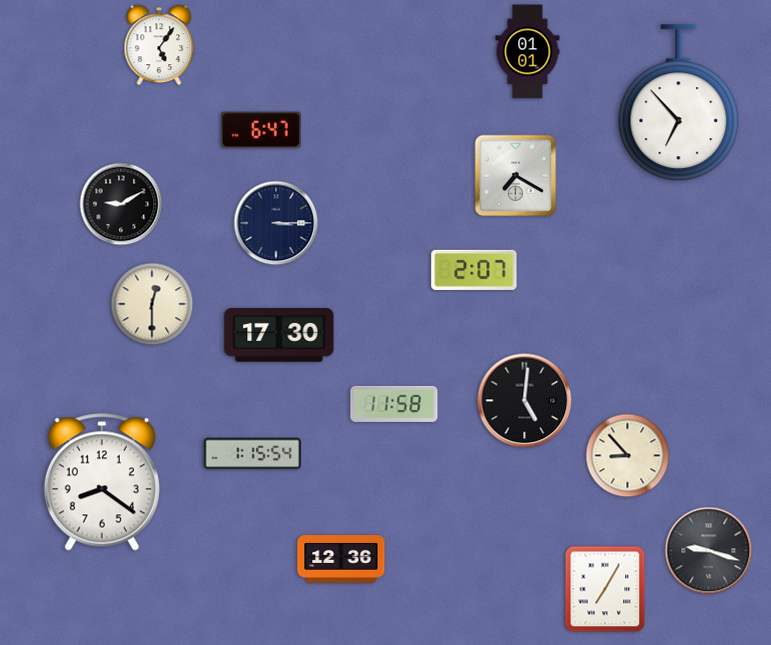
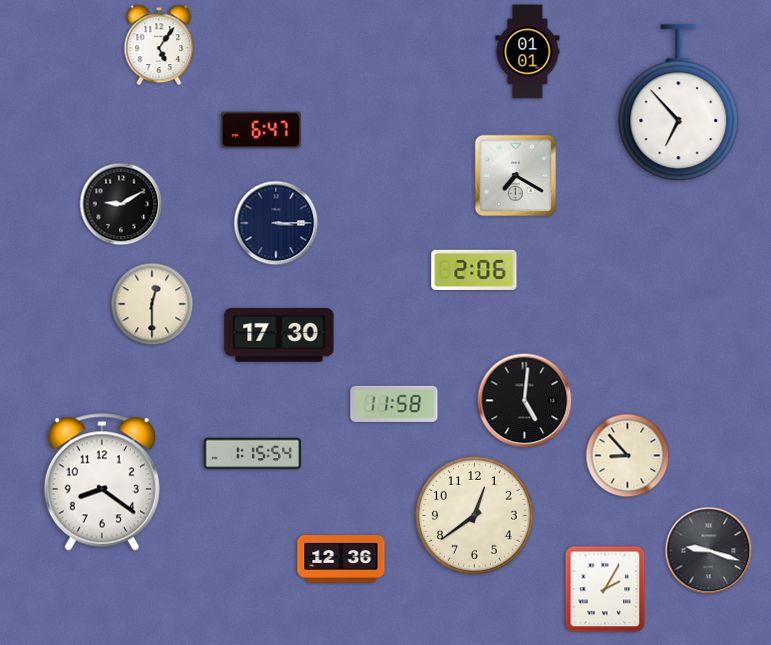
clock at (474, 270): 2:07 -> 2:06
clock at (474, 515): none -> 12:39
clock at (605, 589): 7:05 -> 2:05
